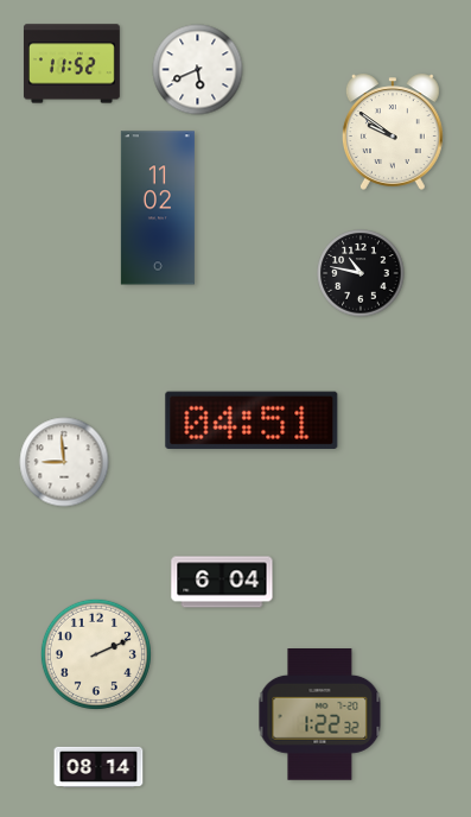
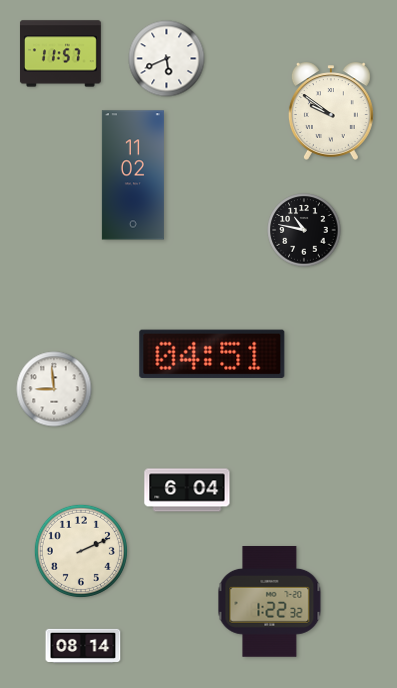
clock at (71, 64): 11:52 -> 11:57
